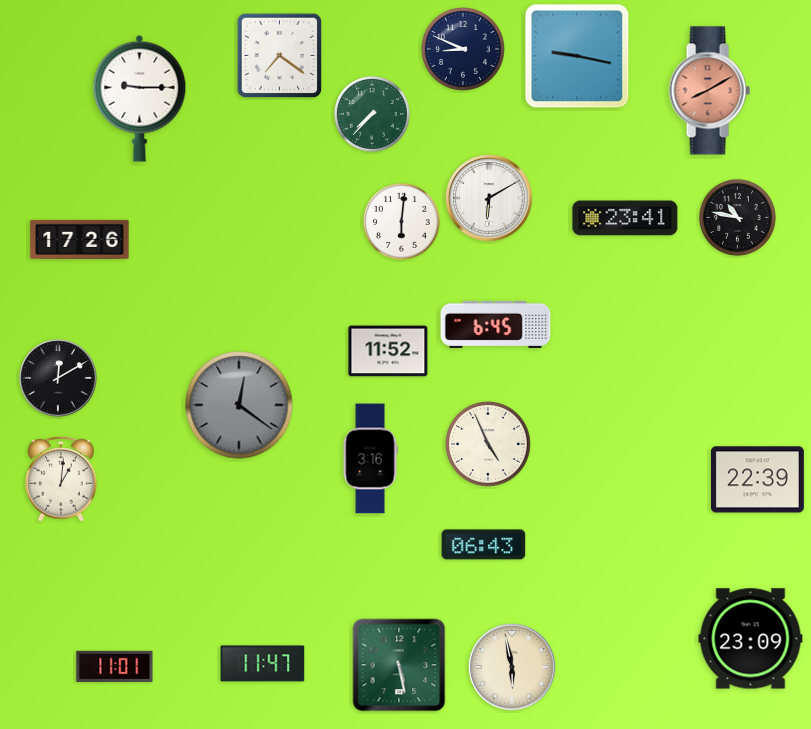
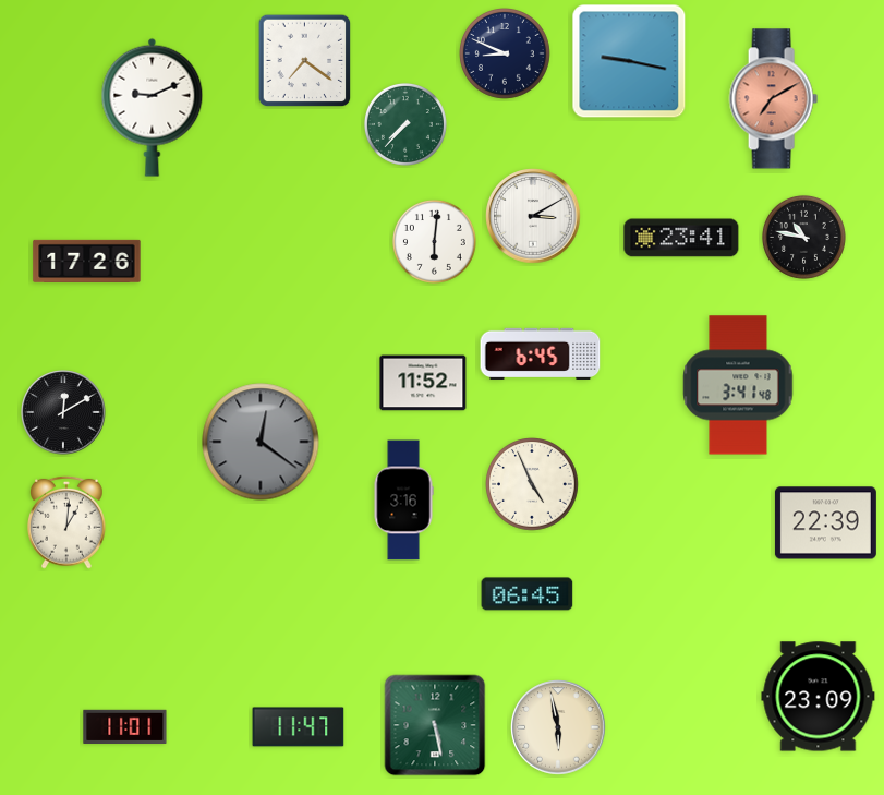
clock at (709, 91): 8:10 -> 7:10
clock at (140, 98): 9:15 -> 9:11
clock at (489, 198): 6:10 -> 3:10
clock at (401, 221) position: (401, 221) -> (434, 241)
clock at (738, 385): none -> 3:41
clock at (484, 545): 06:43 -> 06:45
clock at (263, 664) position: (263, 664) -> (299, 727)
